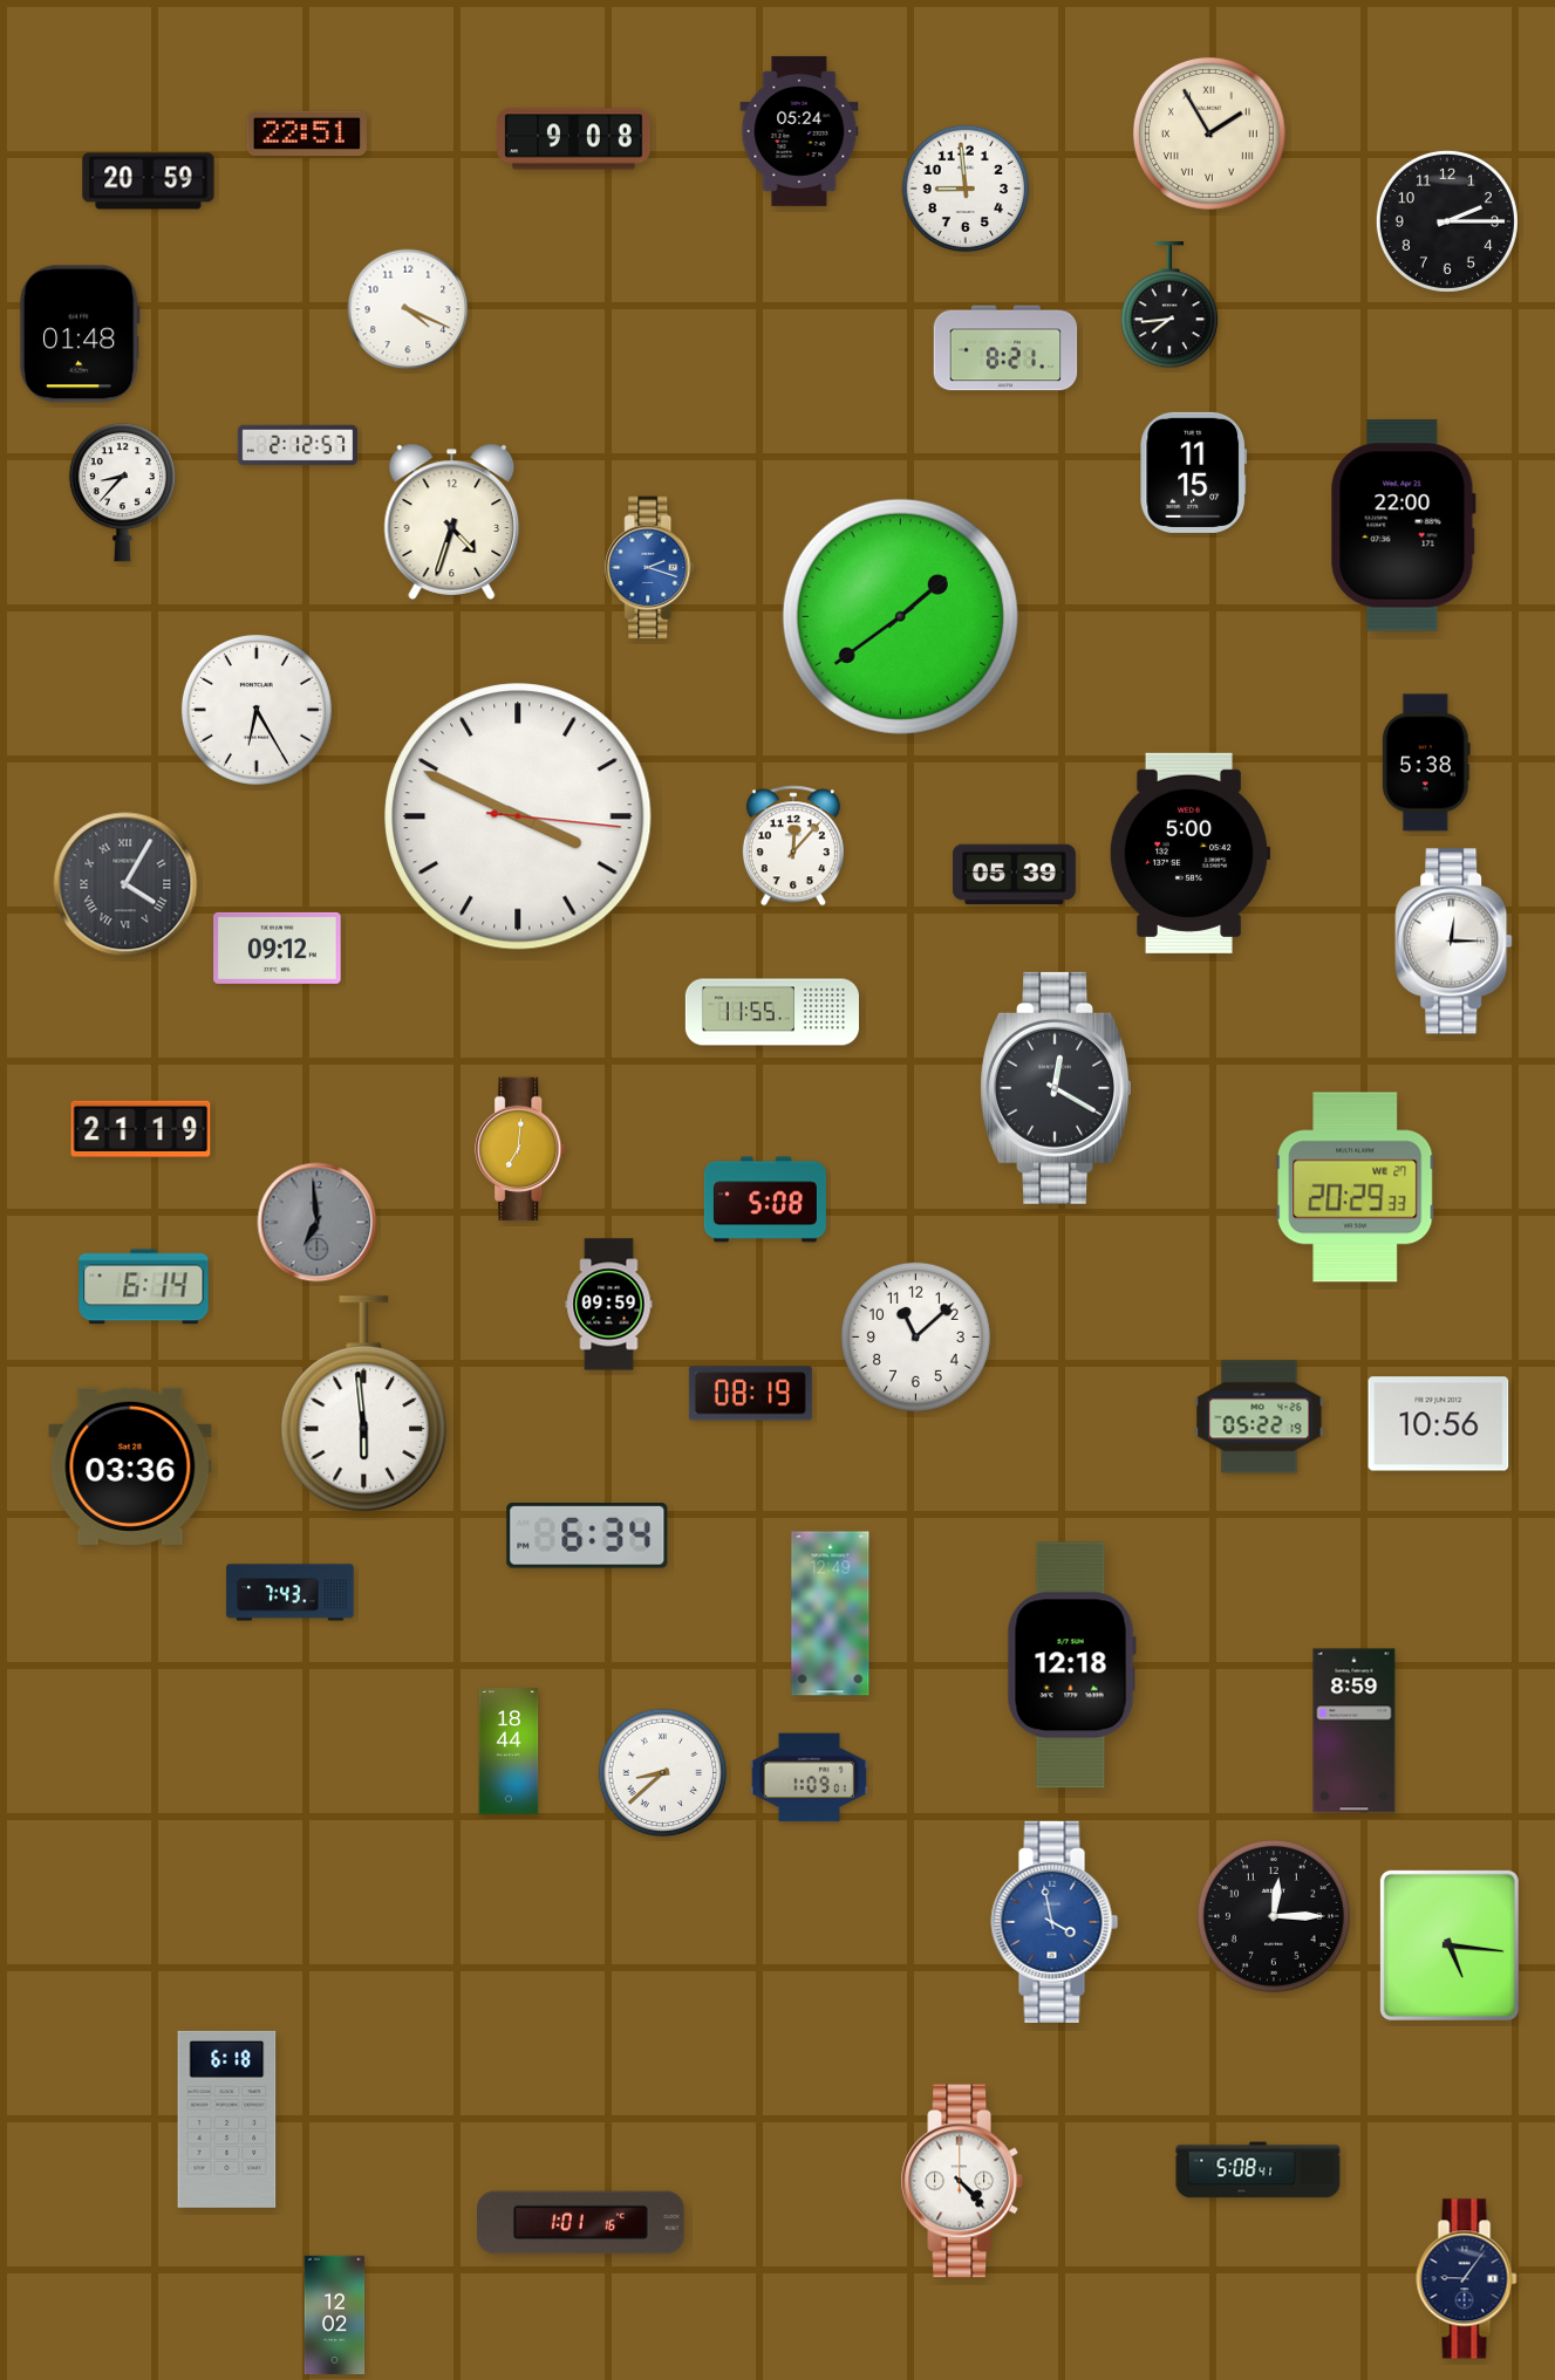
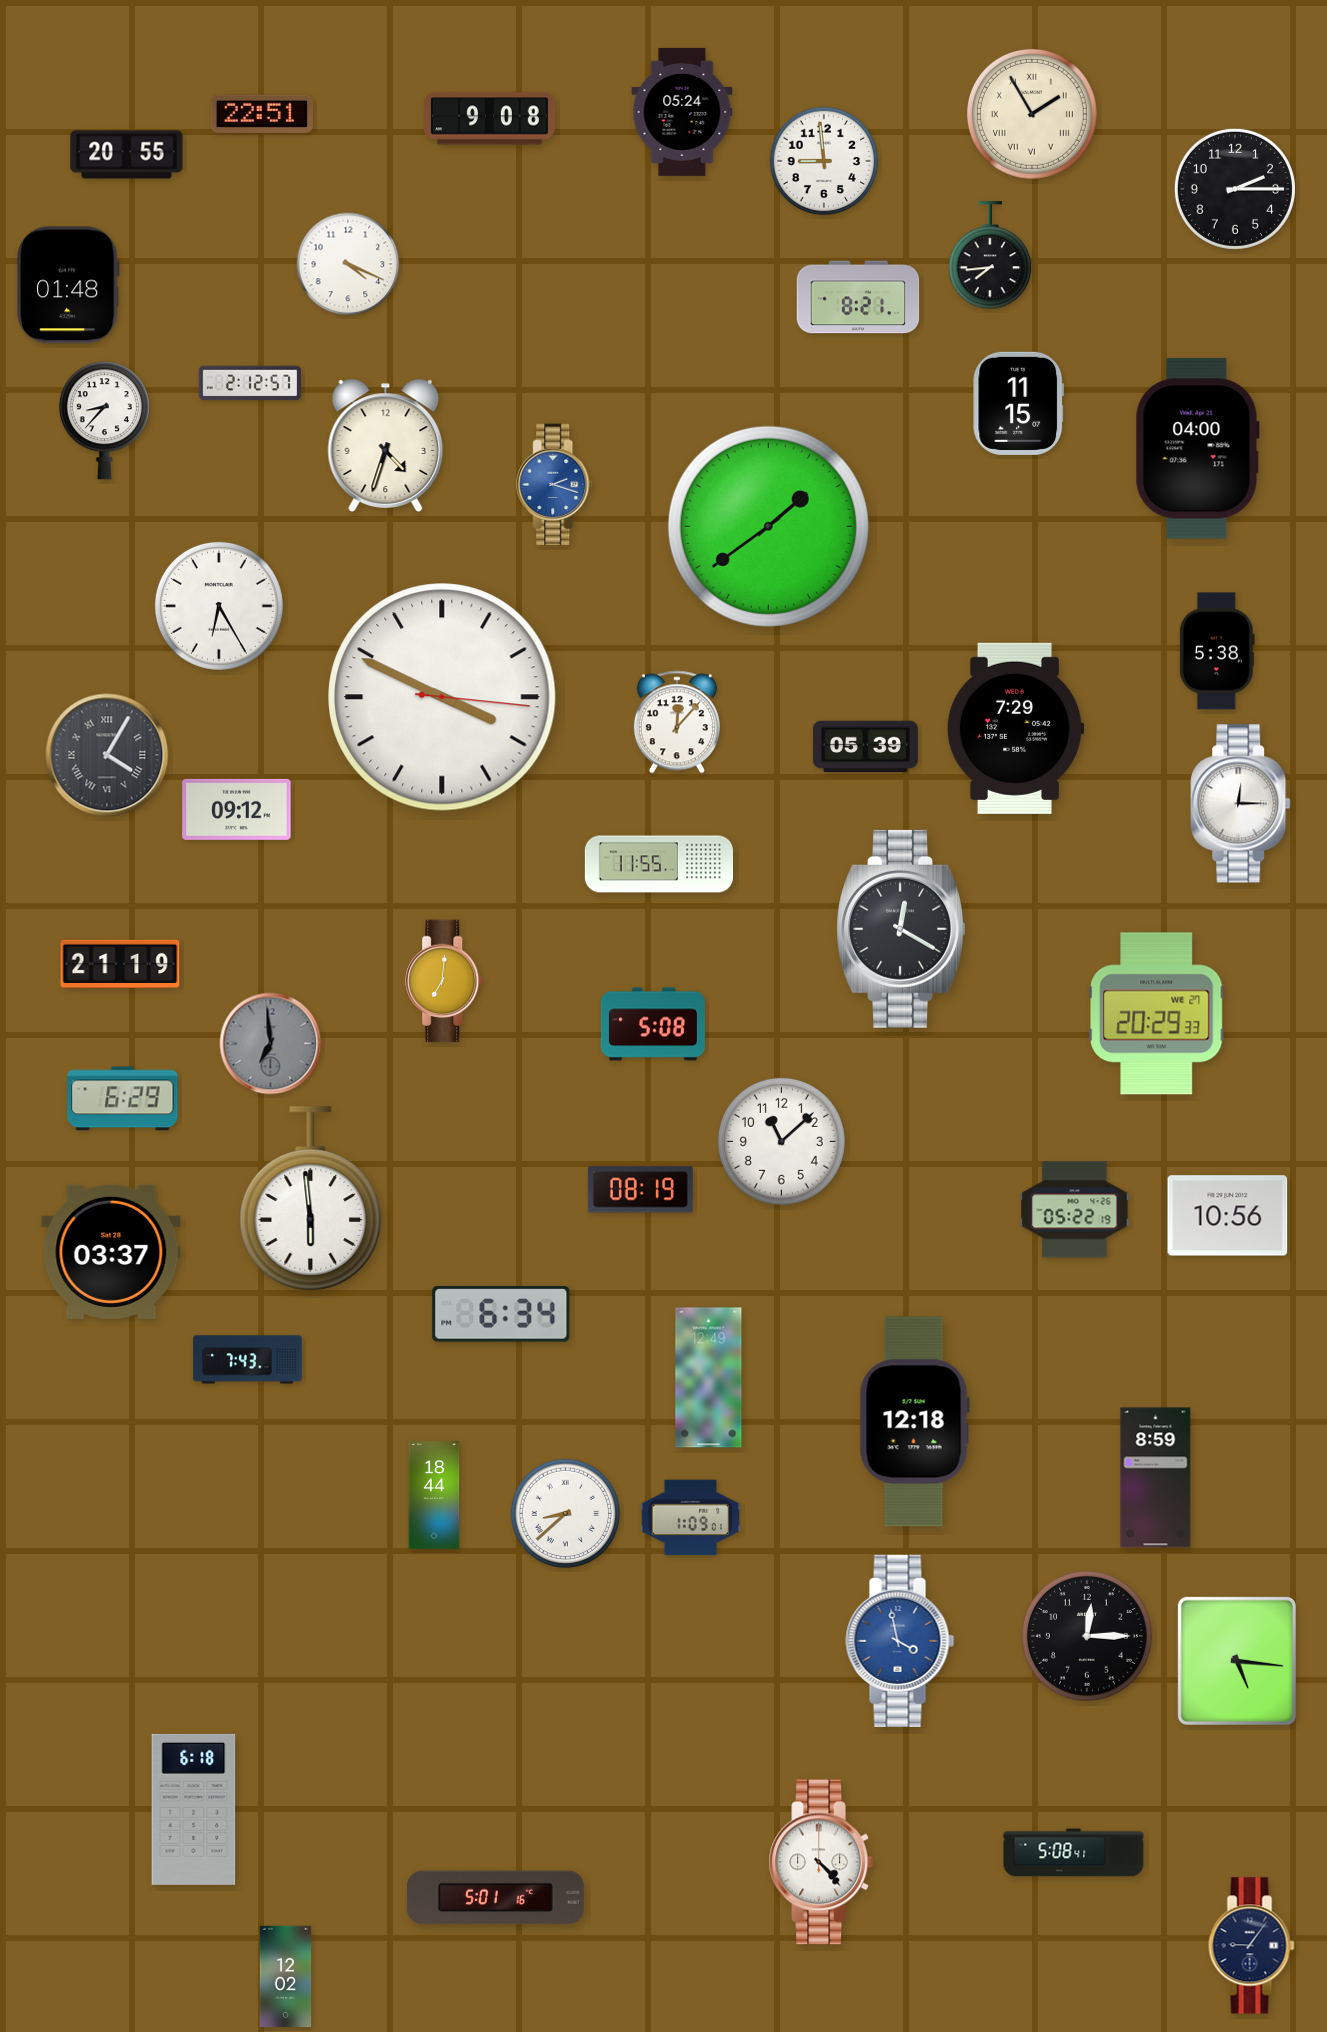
clock at (149, 182): 20:59 -> 20:55
clock at (1169, 306) position: (1169, 306) -> (990, 256)
clock at (296, 445) position: (296, 445) -> (249, 383)
clock at (1403, 526): 22:00 -> 04:00
clock at (1189, 853): 5:00 -> 7:29
clock at (144, 1287): 6:14 -> 6:29
clock at (609, 1305): 09:59 -> none
clock at (130, 1466): 03:36 -> 03:37
clock at (587, 1537) position: (587, 1537) -> (501, 1315)
clock at (581, 2223): 1:01 -> 5:01
